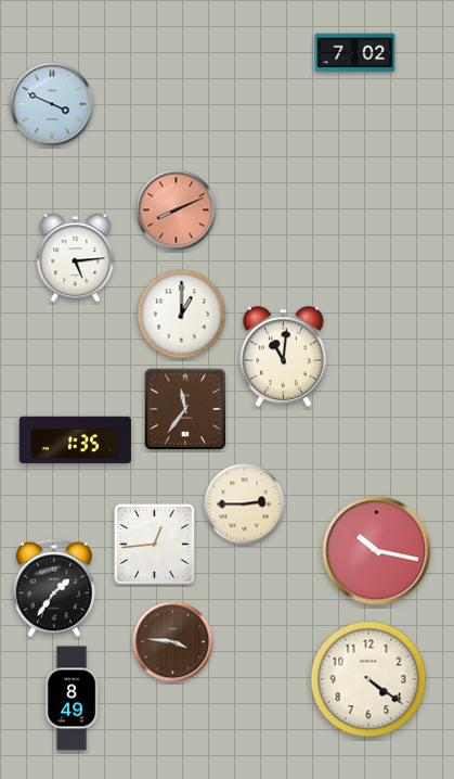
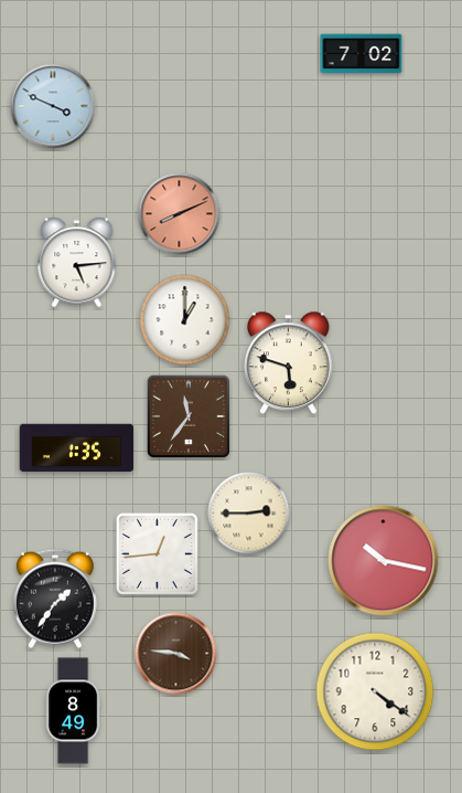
clock at (283, 357): 11:01 -> 5:48
